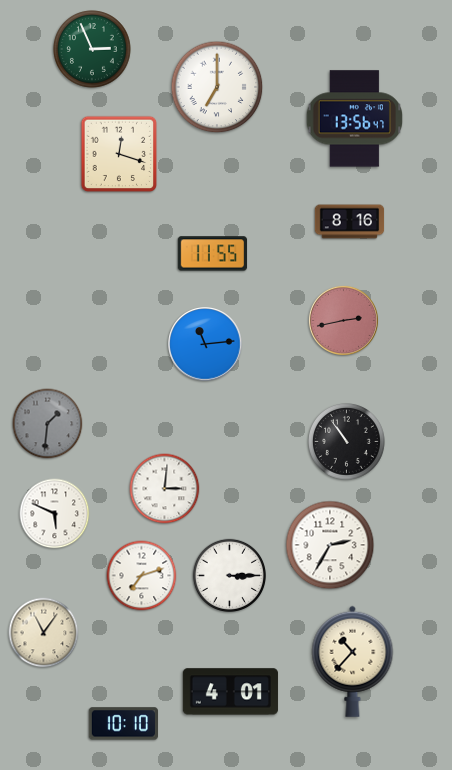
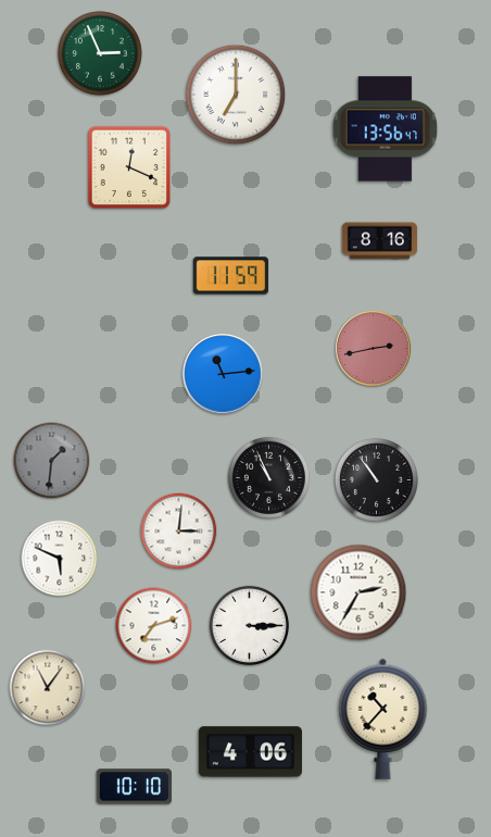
clock at (119, 154): 12:18 -> 12:19
clock at (213, 254): 11:55 -> 11:59
clock at (268, 477): none -> 10:56
clock at (230, 692): 4:01 -> 4:06
